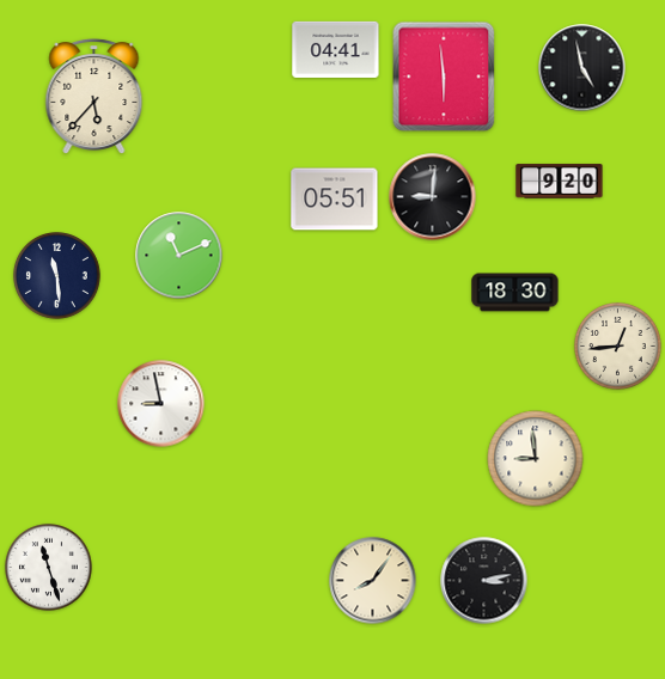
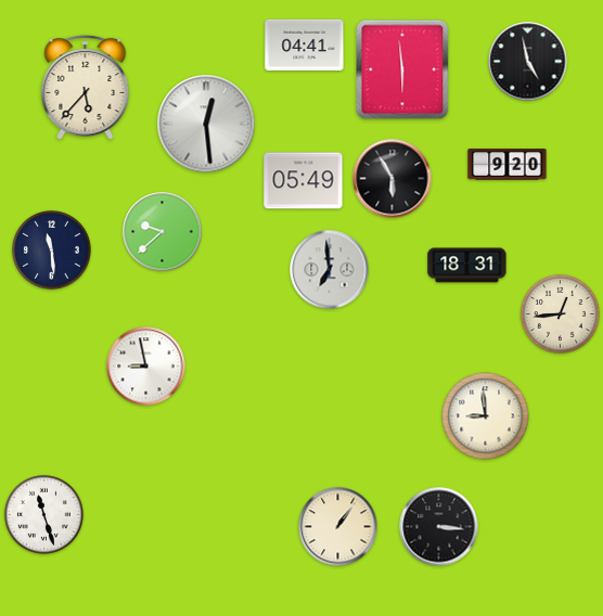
clock at (206, 124): none -> 12:29
clock at (433, 197): 9:01 -> 5:55
clock at (335, 200): 05:51 -> 05:49
clock at (179, 256): 11:11 -> 9:38
clock at (515, 293): 18:30 -> 18:31
clock at (330, 270): none -> 6:59
clock at (373, 581): 8:06 -> 1:06
clock at (484, 581): 3:13 -> 3:16
